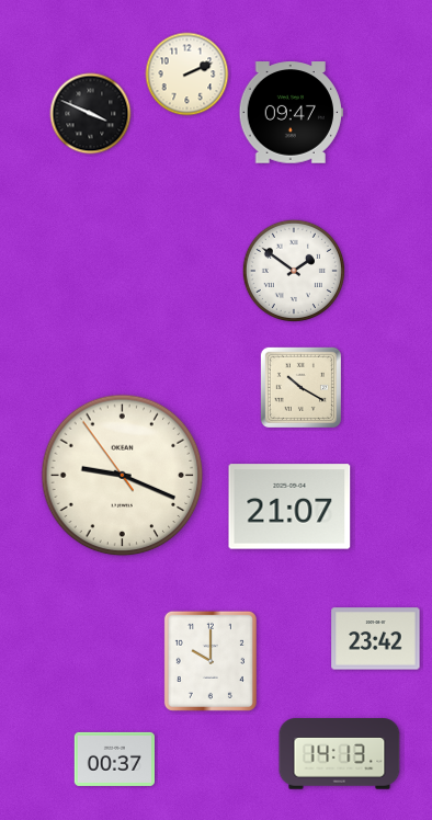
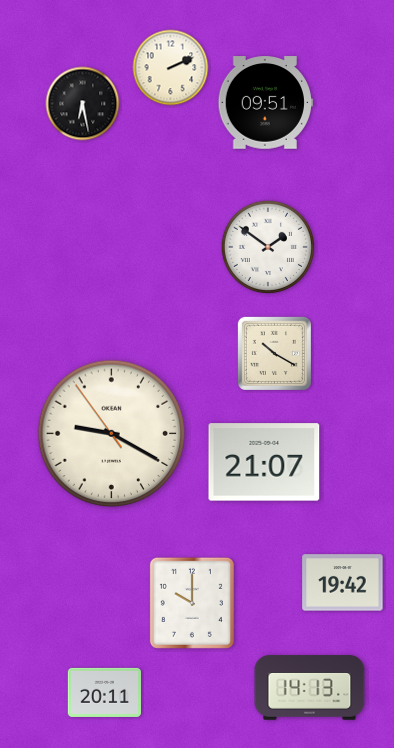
clock at (291, 113): 09:47 -> 09:51
clock at (91, 114): 3:49 -> 6:28
clock at (123, 476): 9:18 -> 9:19
clock at (376, 639): 23:42 -> 19:42
clock at (114, 759): 00:37 -> 20:11
